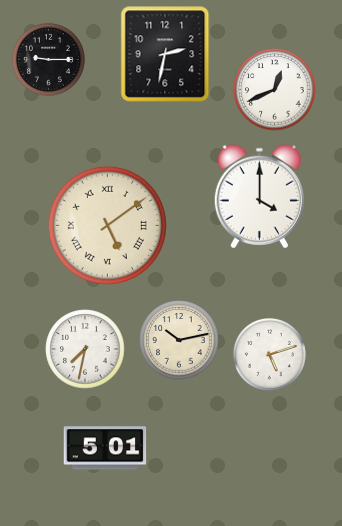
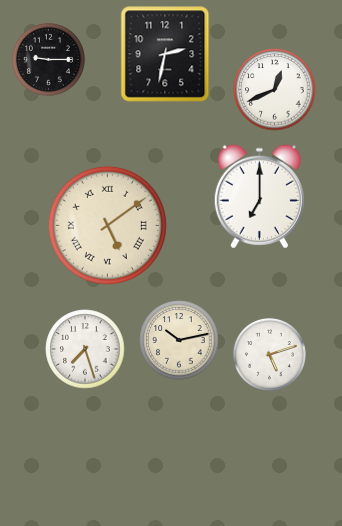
clock at (259, 197): 4:00 -> 7:00
clock at (85, 349): 7:32 -> 7:27
clock at (105, 448): 5:01 -> none
